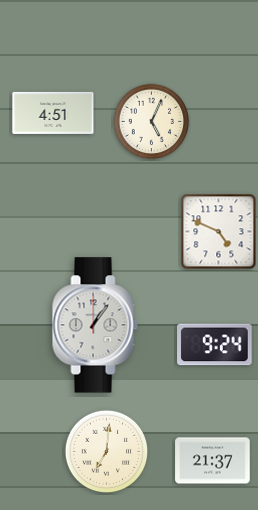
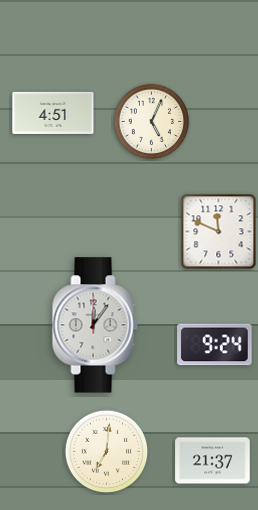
clock at (219, 232): 4:49 -> 11:49
clock at (95, 325): 1:06 -> 12:06
